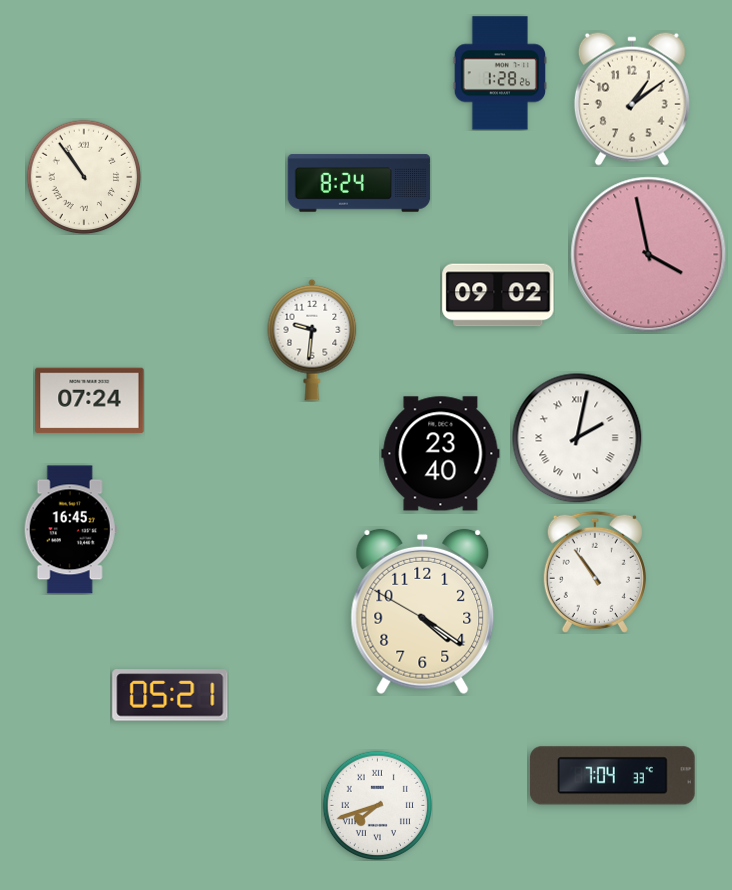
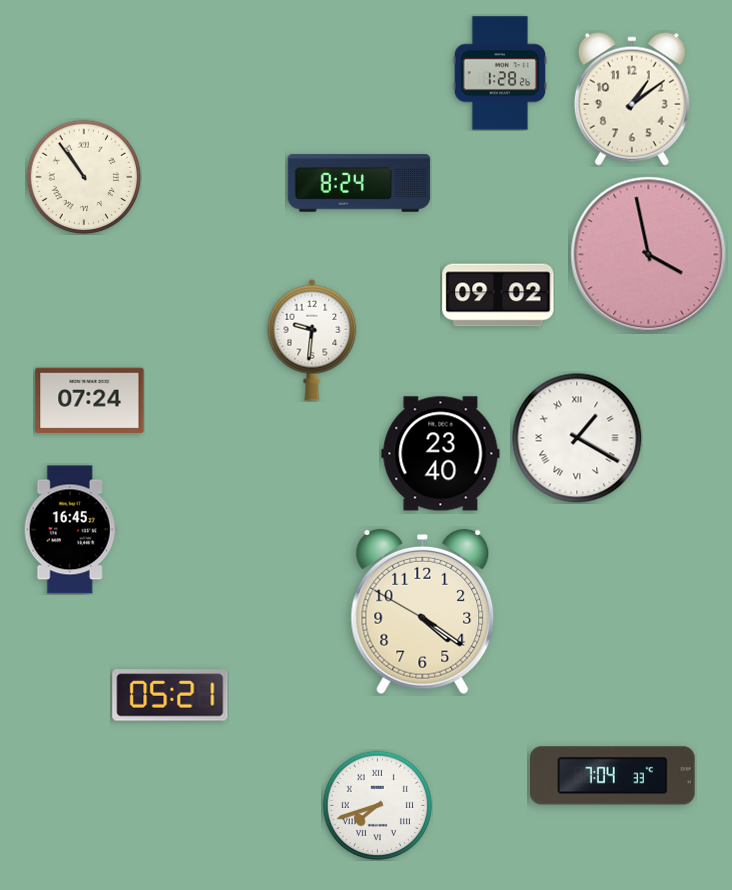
clock at (577, 438): 2:02 -> 1:20
clock at (595, 572): 10:54 -> none
